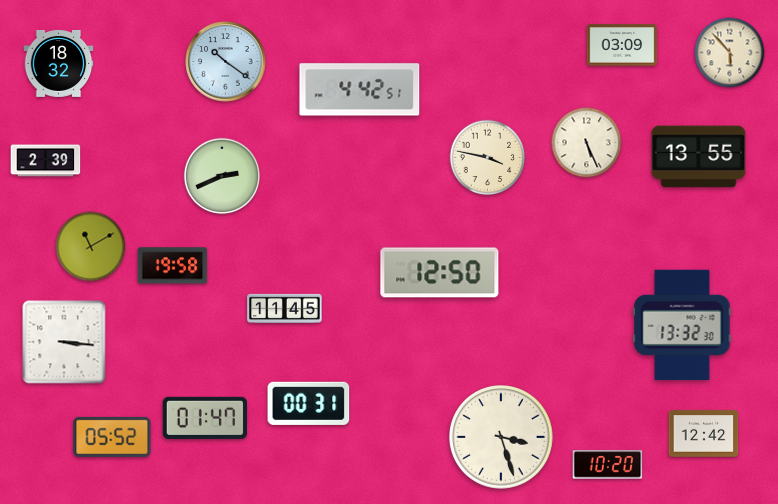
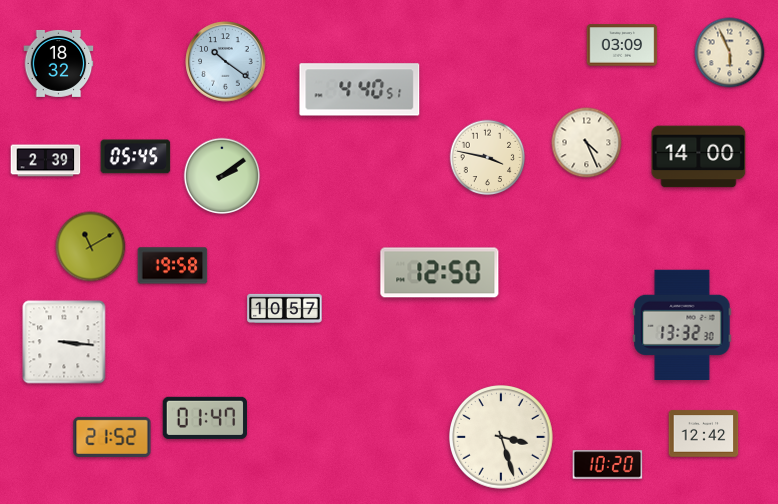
clock at (730, 53): 5:53 -> 5:56
clock at (360, 90): 4:42 -> 4:40
clock at (587, 143): 5:26 -> 4:26
clock at (136, 157): none -> 05:45
clock at (699, 157): 13:55 -> 14:00
clock at (222, 176): 2:41 -> 2:09
clock at (285, 308): 11:45 -> 10:57
clock at (309, 403): 00:31 -> none
clock at (112, 437): 05:52 -> 21:52
